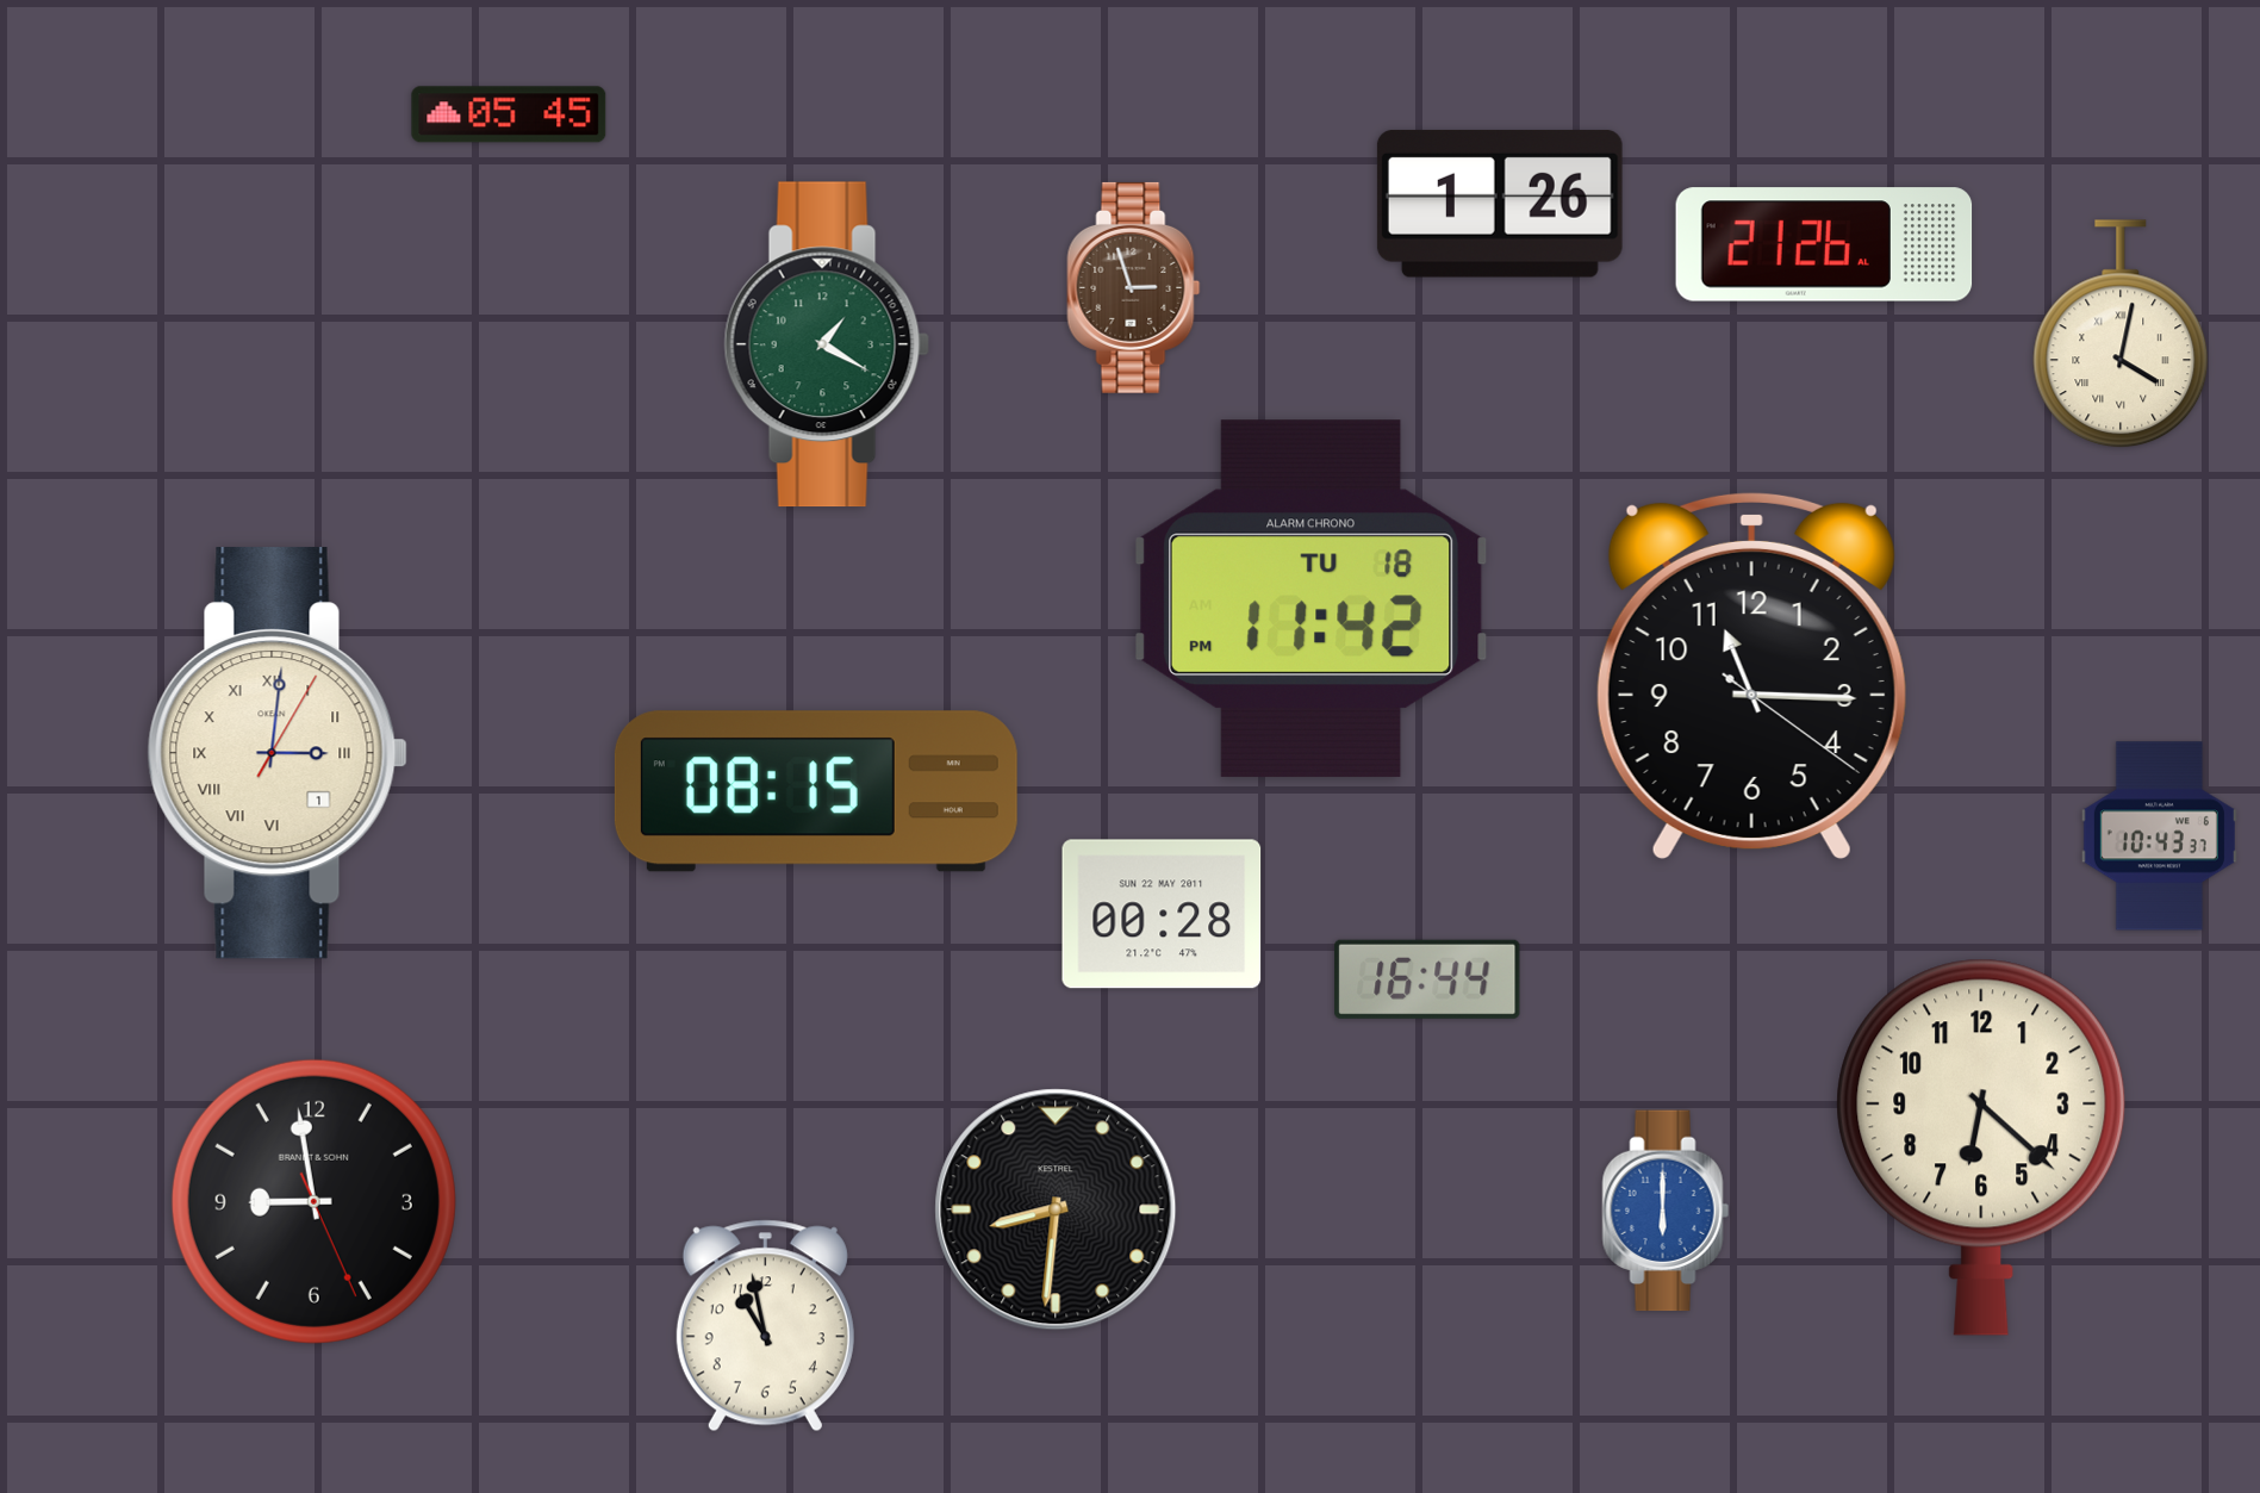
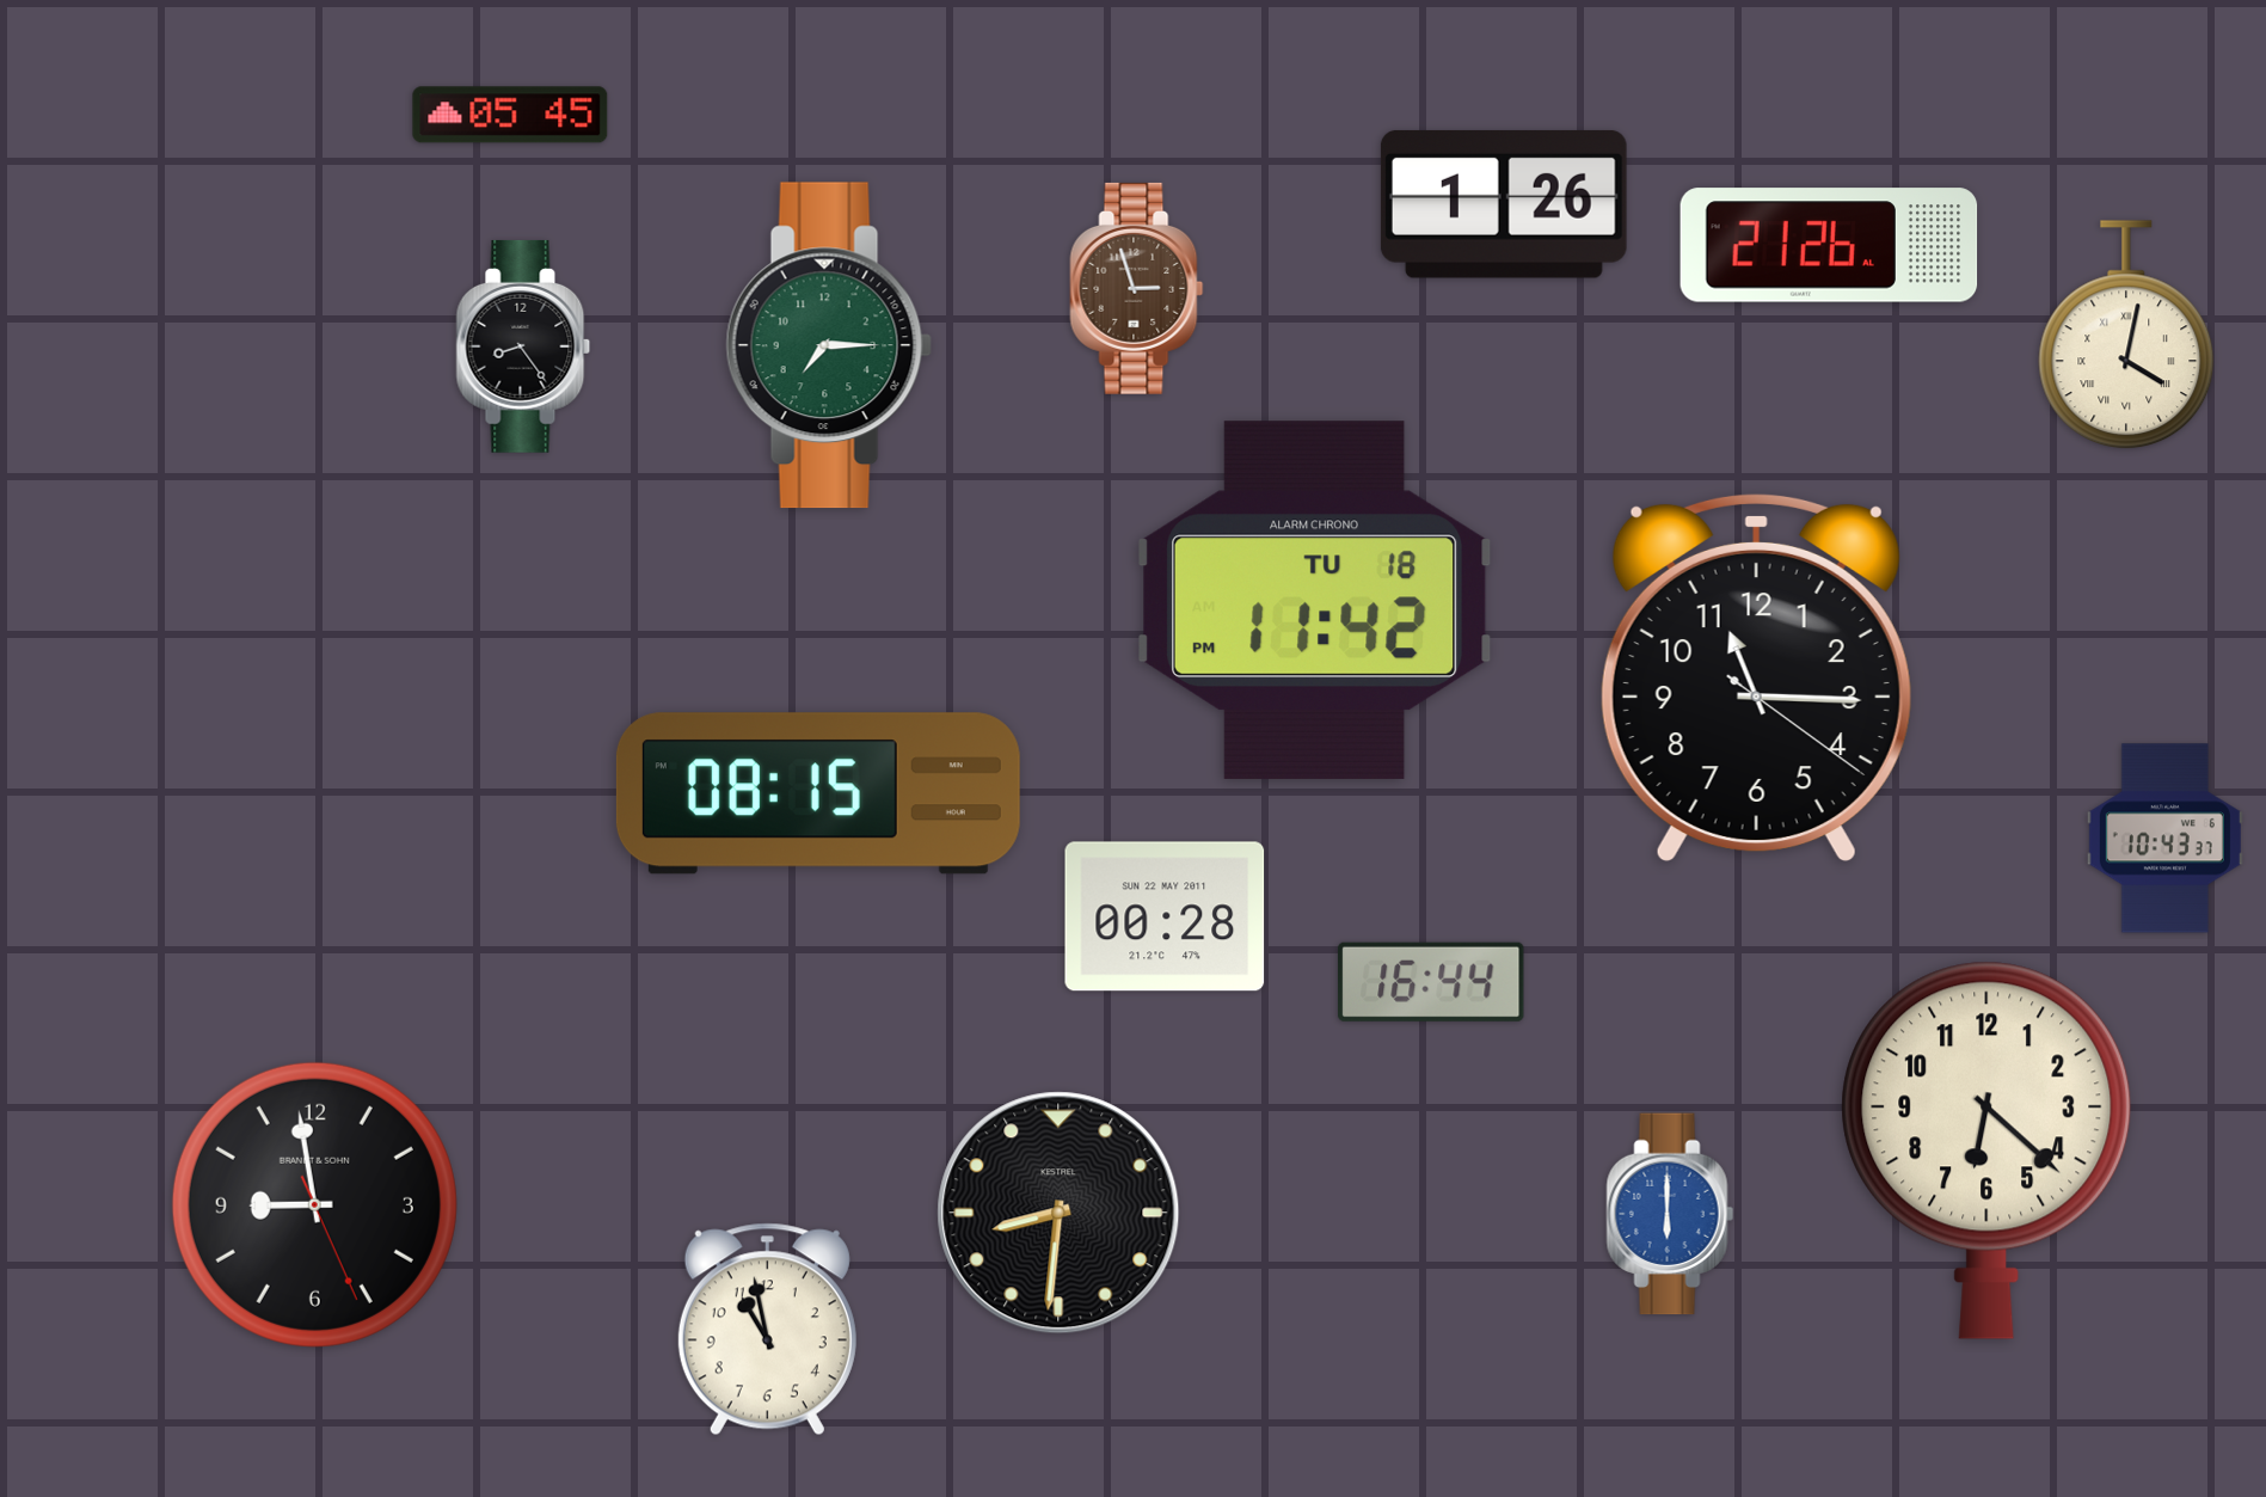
clock at (827, 344): 1:20 -> 7:15
clock at (523, 346): none -> 8:24
clock at (278, 753): 3:01 -> none
